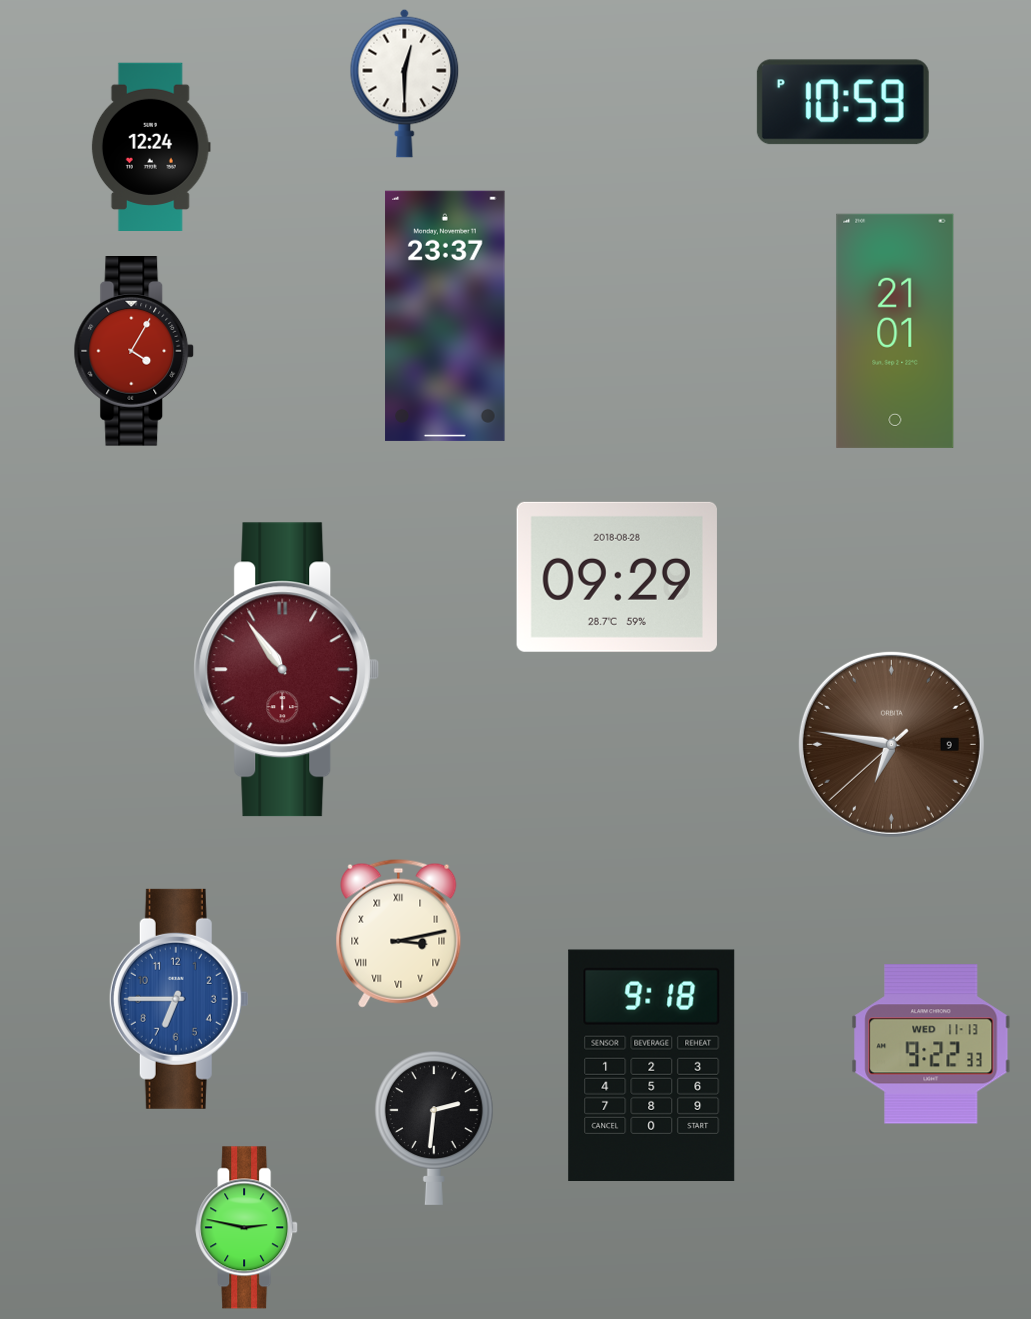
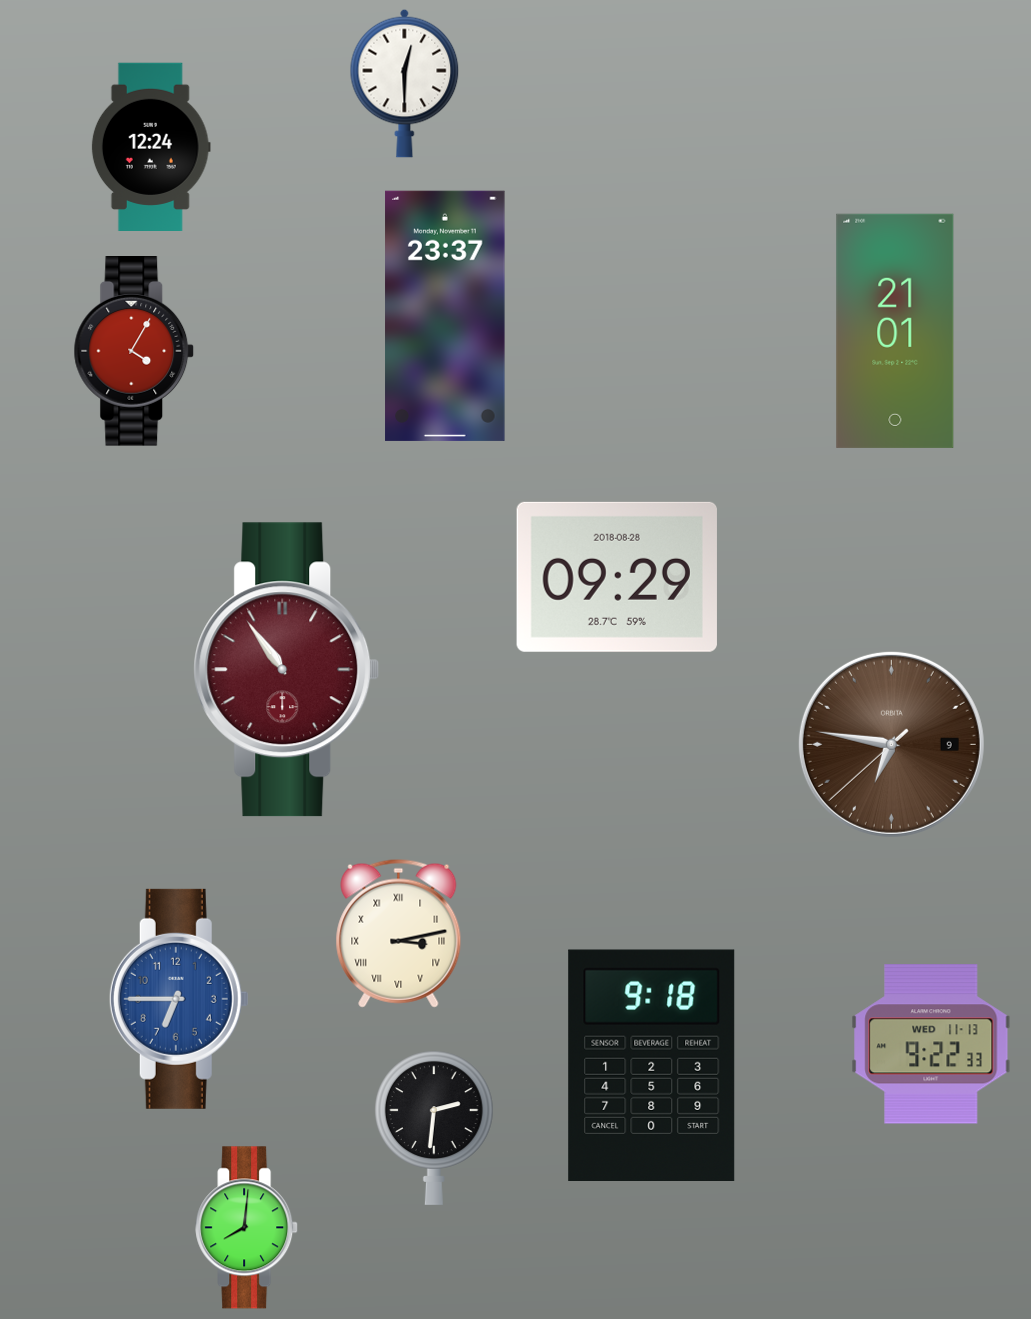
clock at (843, 102): 10:59 -> none
clock at (247, 1228): 2:47 -> 8:01
